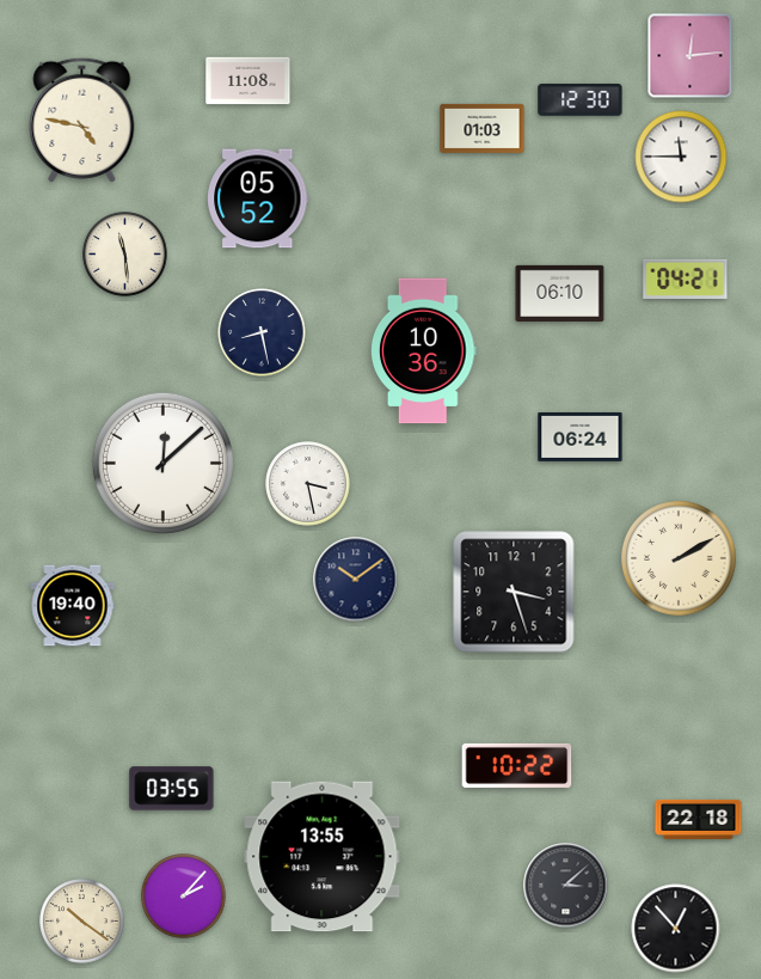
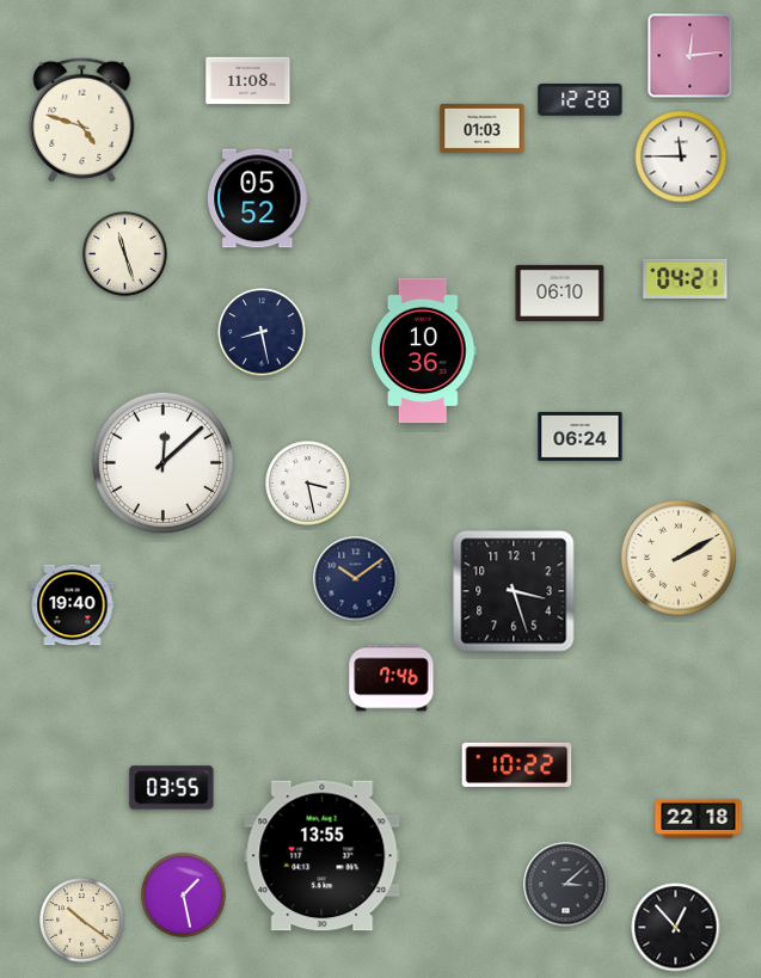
clock at (581, 100): 12:30 -> 12:28
clock at (82, 120): 4:47 -> 4:48
clock at (125, 255): 11:29 -> 11:27
clock at (392, 678): none -> 7:46
clock at (184, 897): 2:07 -> 1:28
